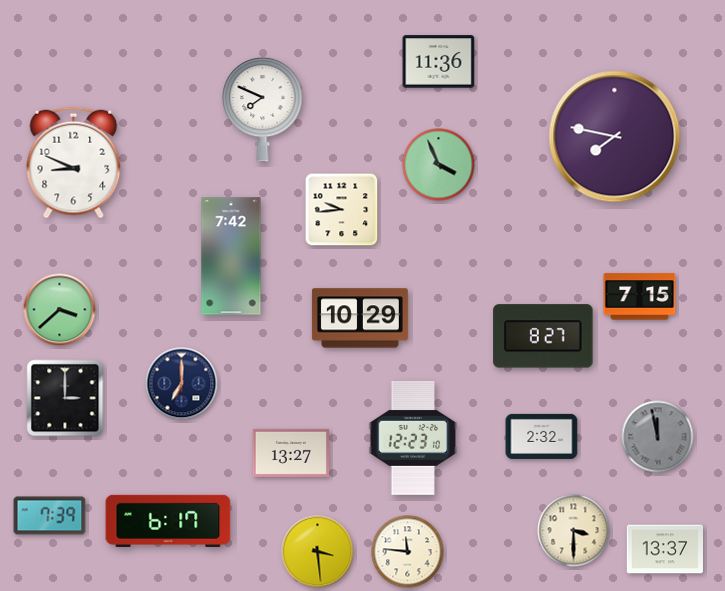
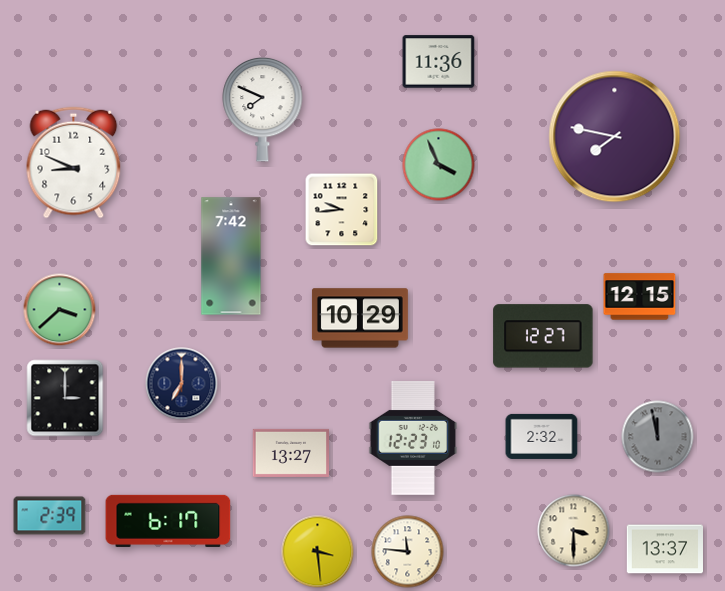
clock at (640, 297): 7:15 -> 12:15
clock at (543, 336): 8:27 -> 12:27
clock at (50, 516): 7:39 -> 2:39
